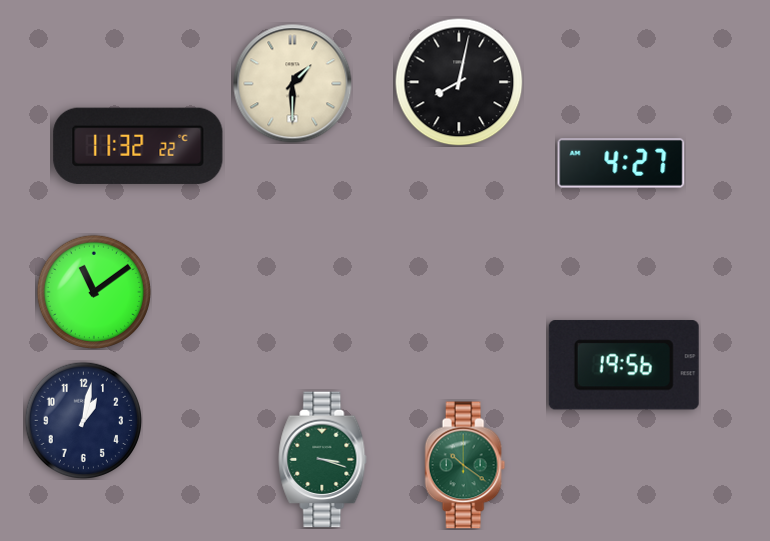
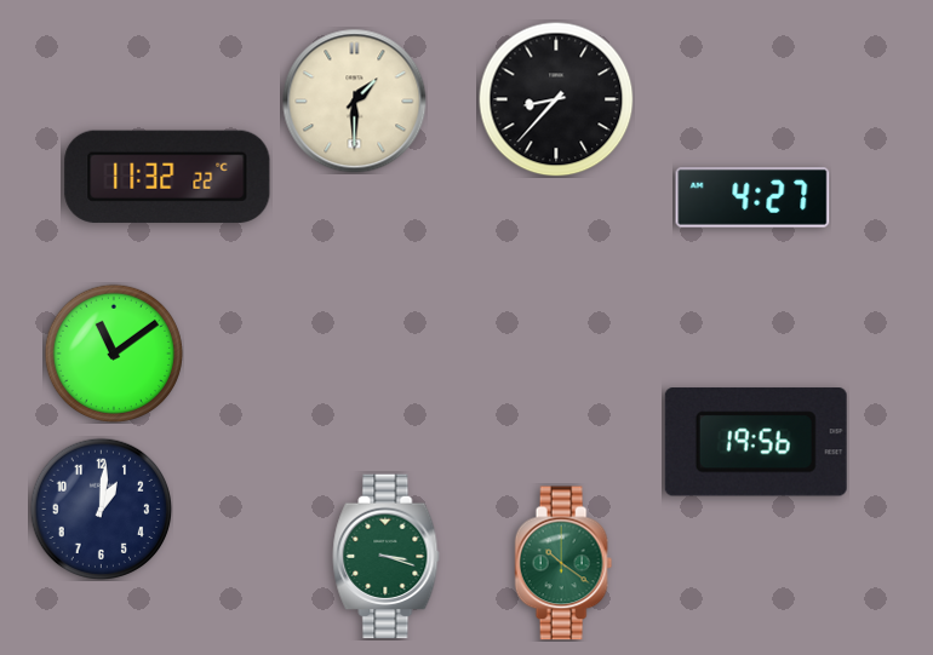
clock at (459, 82): 8:02 -> 8:37
clock at (83, 420): 1:02 -> 1:01
clock at (323, 460) position: (323, 460) -> (387, 557)
